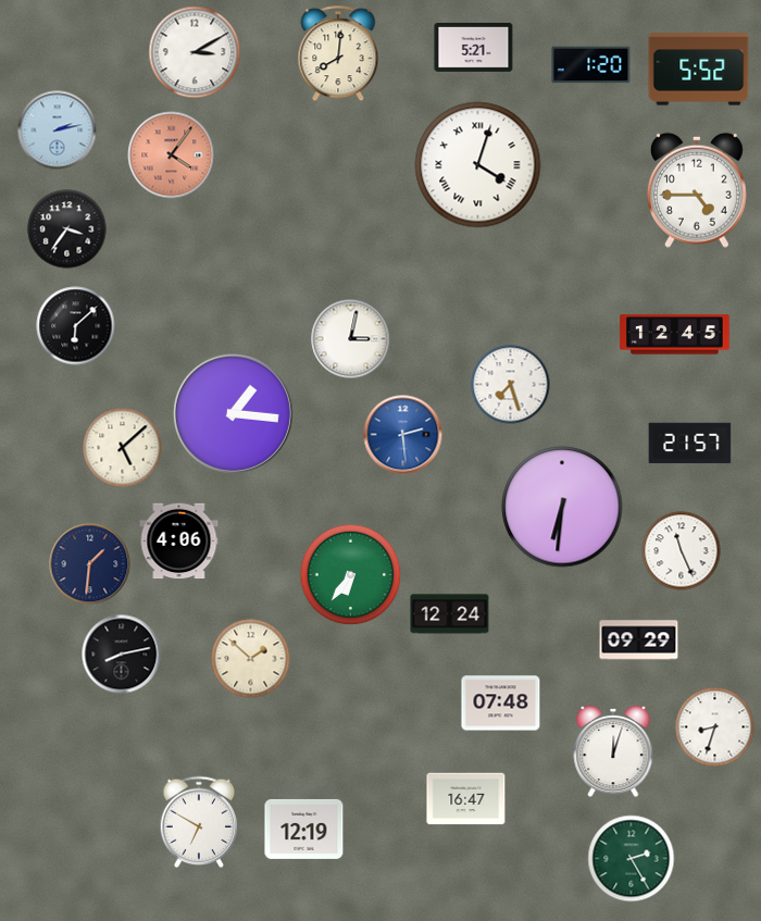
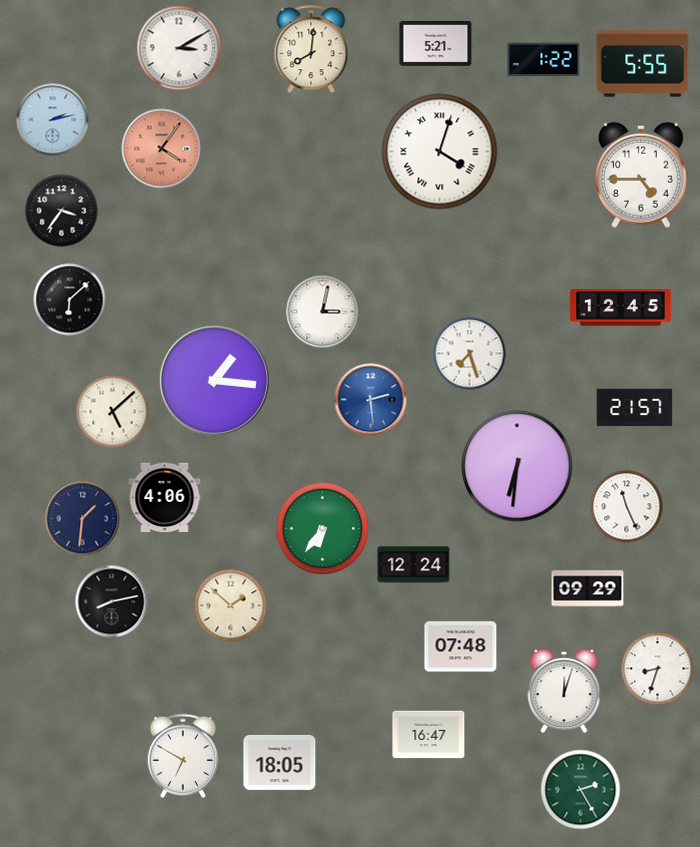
clock at (591, 65): 1:20 -> 1:22
clock at (699, 70): 5:52 -> 5:55
clock at (172, 155) position: (172, 155) -> (162, 149)
clock at (304, 829): 12:19 -> 18:05
